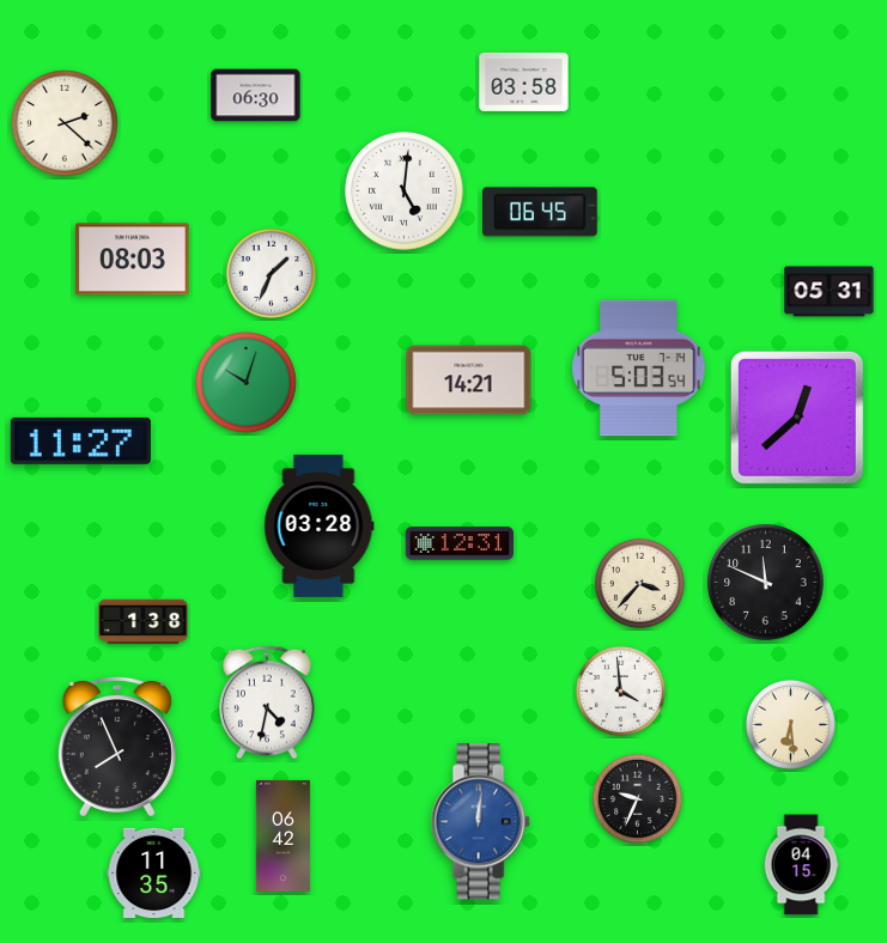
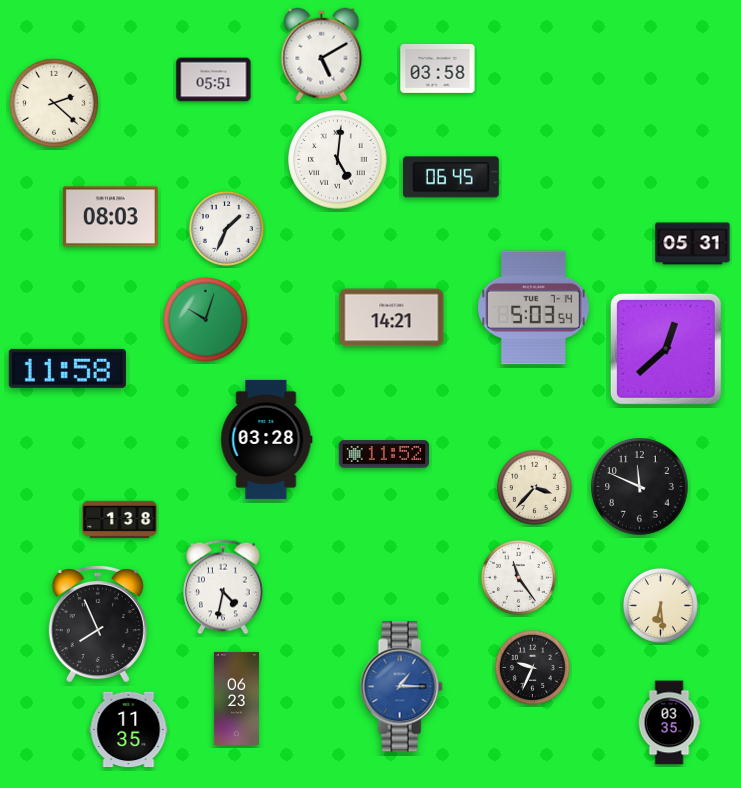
clock at (322, 55): none -> 5:10
clock at (256, 96): 06:30 -> 05:51
clock at (80, 440): 11:27 -> 11:58
clock at (458, 543): 12:31 -> 11:52
clock at (620, 690): 3:59 -> 11:24
clock at (480, 822): 12:01 -> 1:15
clock at (282, 835): 06:42 -> 06:23
clock at (801, 865): 04:15 -> 03:35
